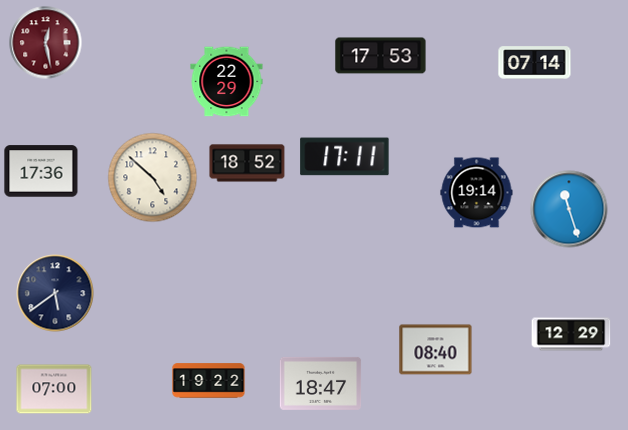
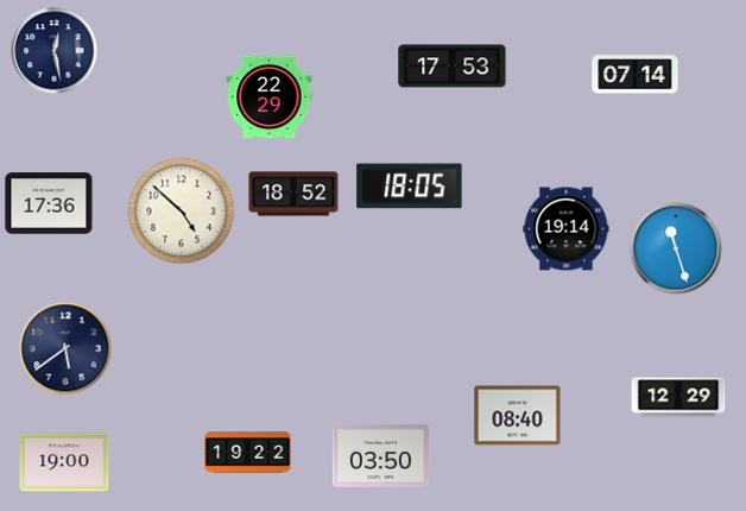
clock at (46, 43) dial: burgundy -> navy
clock at (345, 157): 17:11 -> 18:05
clock at (321, 383): 18:47 -> 03:50
clock at (54, 389): 07:00 -> 19:00
